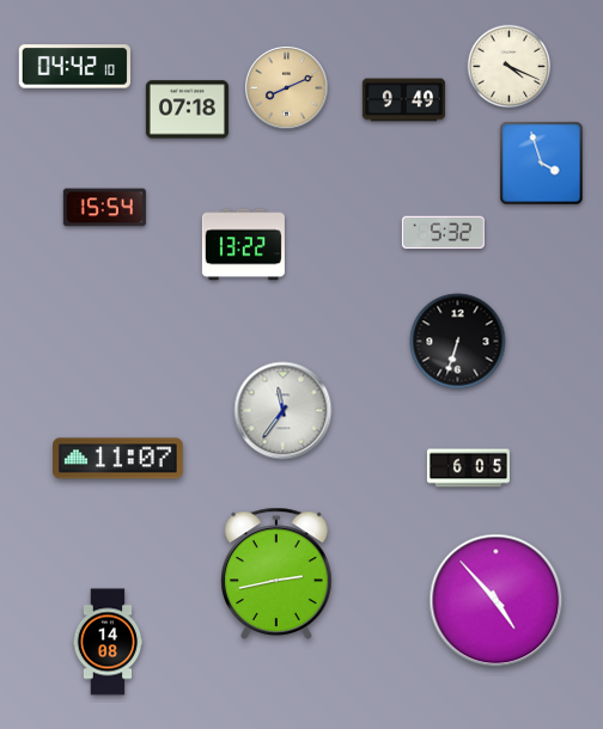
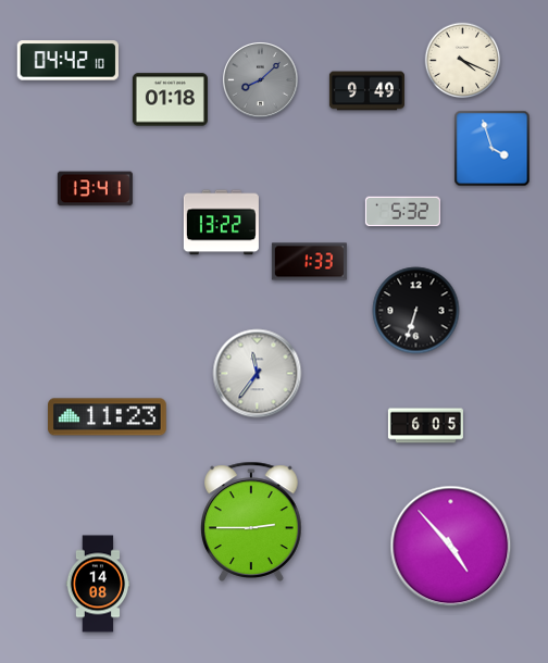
clock at (287, 88): 8:11 -> 8:08
clock at (287, 88) dial: champagne -> grey
clock at (187, 110): 07:18 -> 01:18
clock at (104, 208): 15:54 -> 13:41
clock at (309, 262): none -> 1:33
clock at (118, 459): 11:07 -> 11:23
clock at (278, 574): 2:43 -> 2:45
